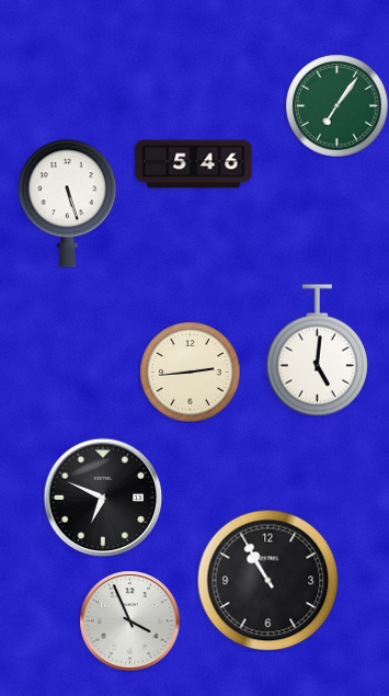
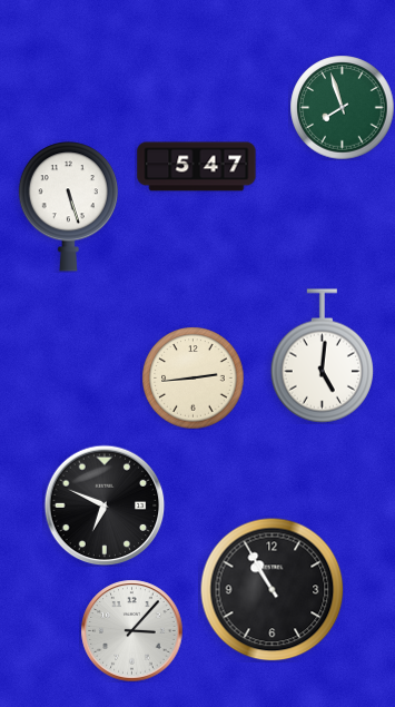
clock at (336, 105): 7:06 -> 7:57
clock at (194, 164): 5:46 -> 5:47
clock at (129, 620): 3:56 -> 3:07
